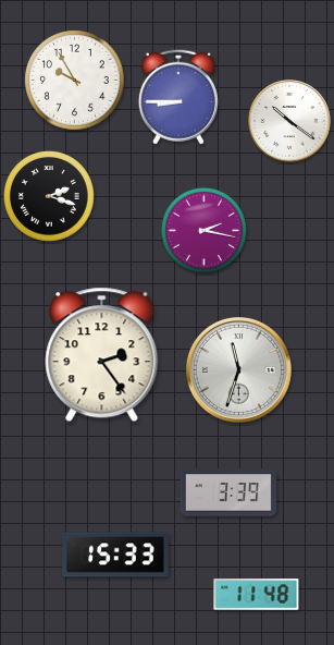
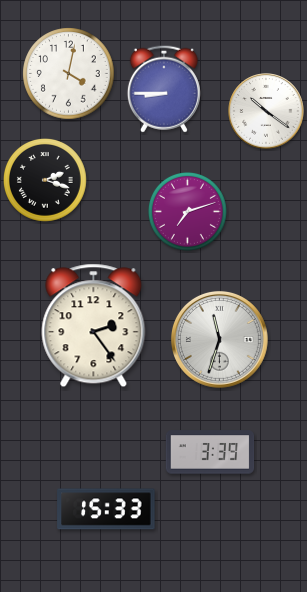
clock at (75, 81): 9:55 -> 4:02
clock at (203, 230): 2:17 -> 7:12
clock at (257, 595): 11:48 -> none
